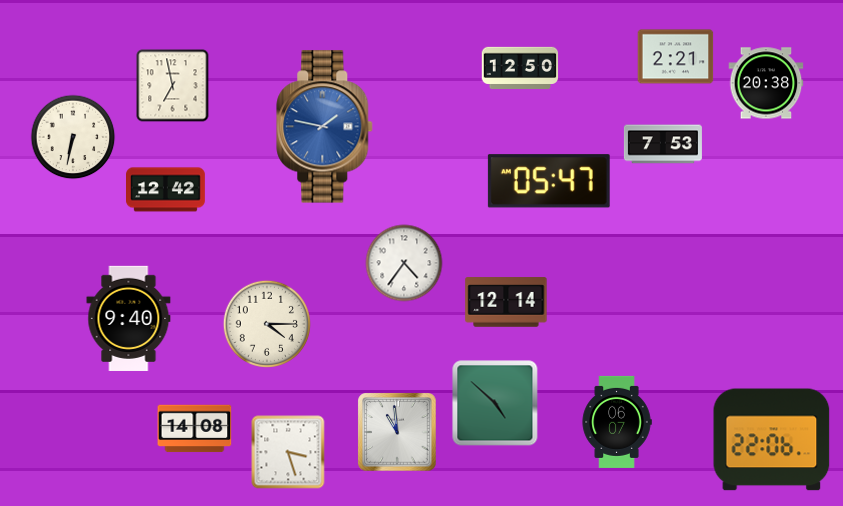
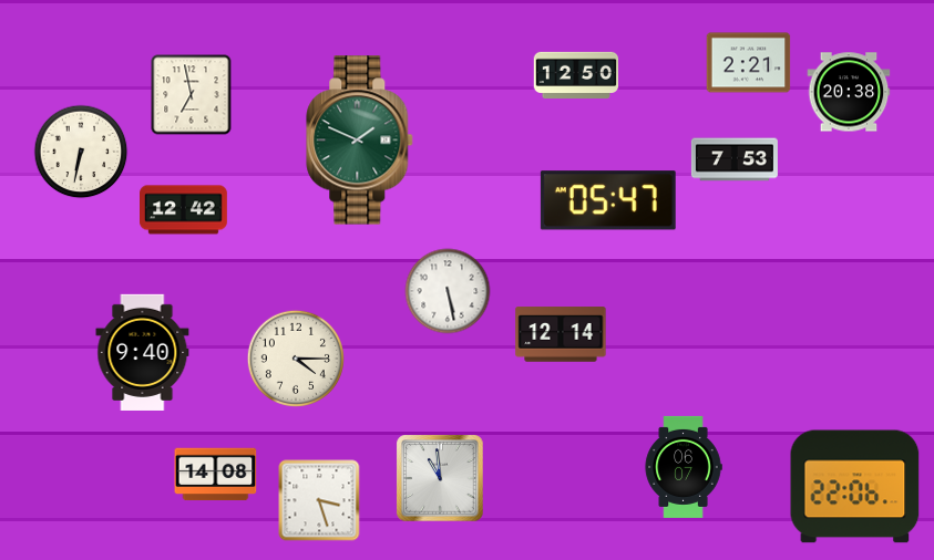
clock at (325, 127): 1:47 -> 1:49
clock at (325, 127) dial: blue -> green
clock at (404, 263): 4:36 -> 5:28
clock at (495, 403): 4:52 -> none
